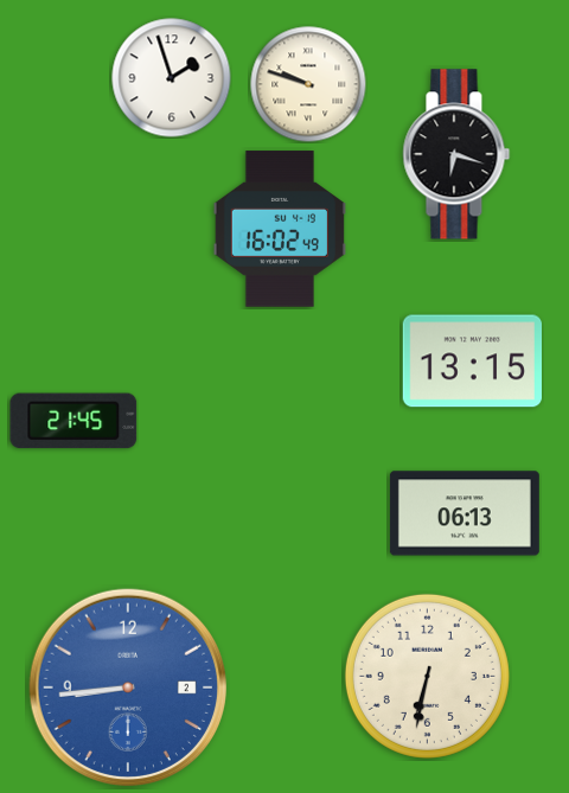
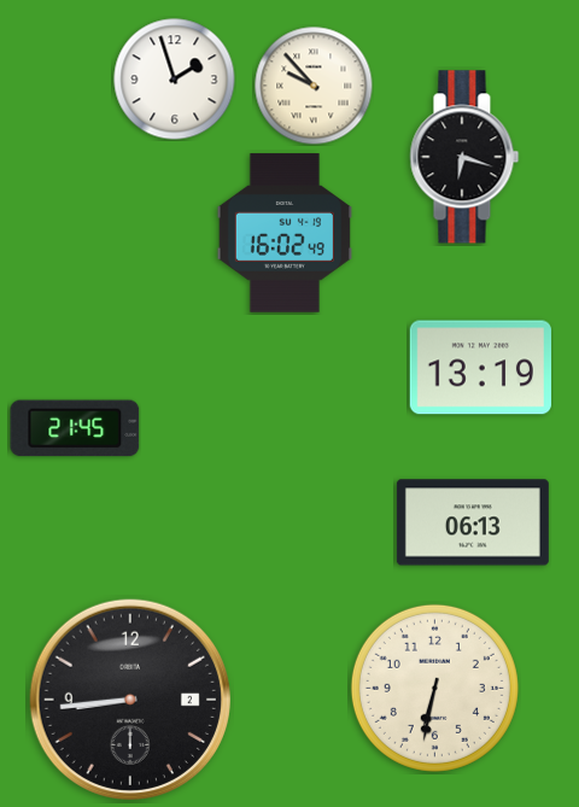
clock at (308, 84): 9:48 -> 9:53
clock at (472, 362): 13:15 -> 13:19
clock at (128, 688) dial: blue -> black
